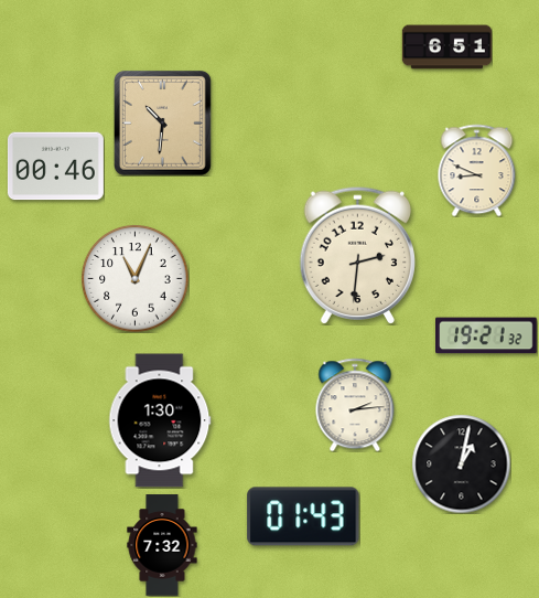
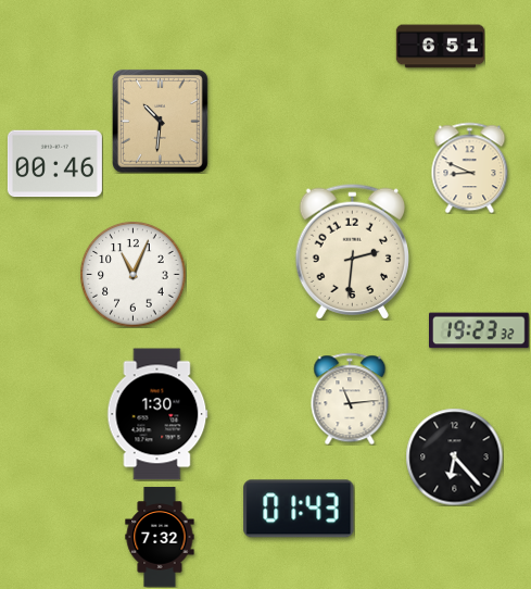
clock at (487, 335): 19:21 -> 19:23
clock at (355, 405): 2:14 -> 11:14
clock at (461, 463): 1:02 -> 6:23
